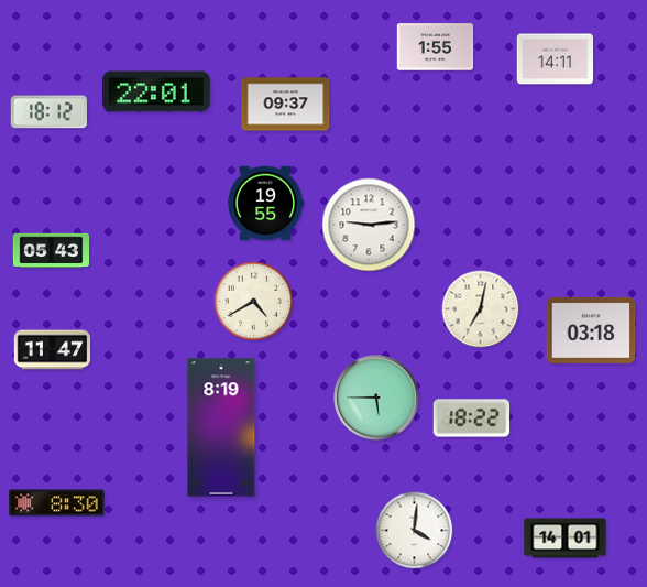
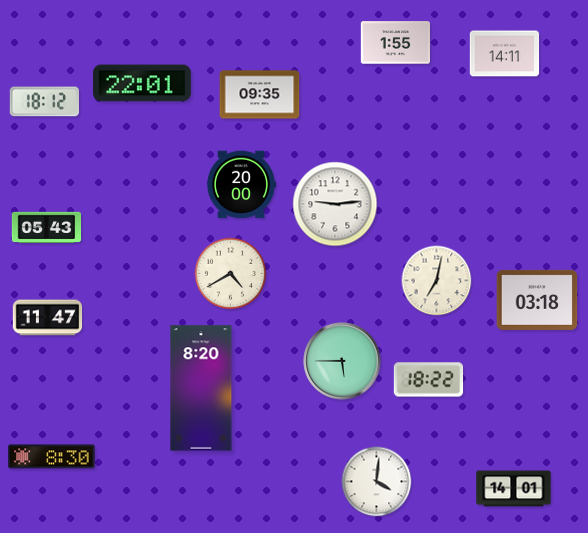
clock at (286, 105): 09:37 -> 09:35
clock at (265, 204): 19:55 -> 20:00
clock at (221, 427): 8:19 -> 8:20
